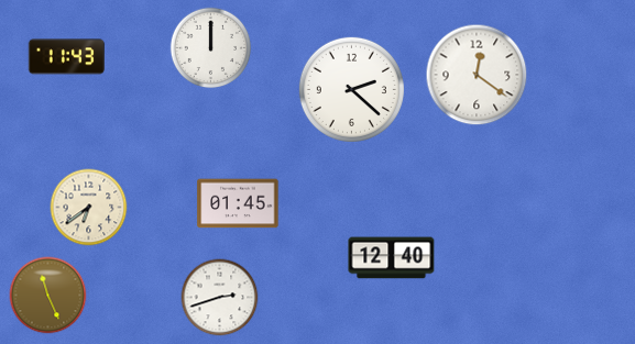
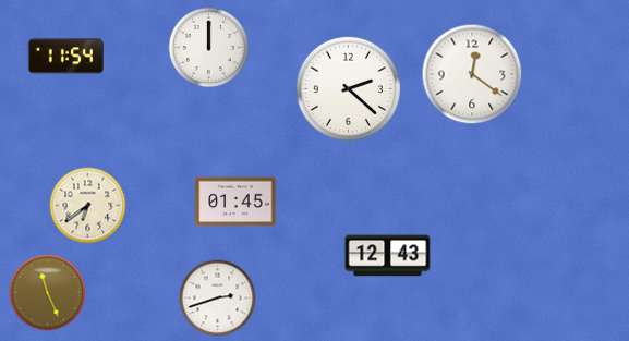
clock at (67, 57): 11:43 -> 11:54
clock at (392, 258): 12:40 -> 12:43
clock at (220, 298) position: (220, 298) -> (218, 299)
